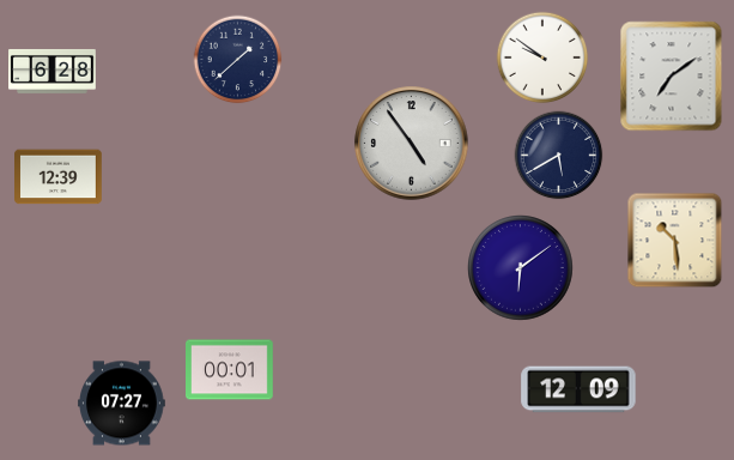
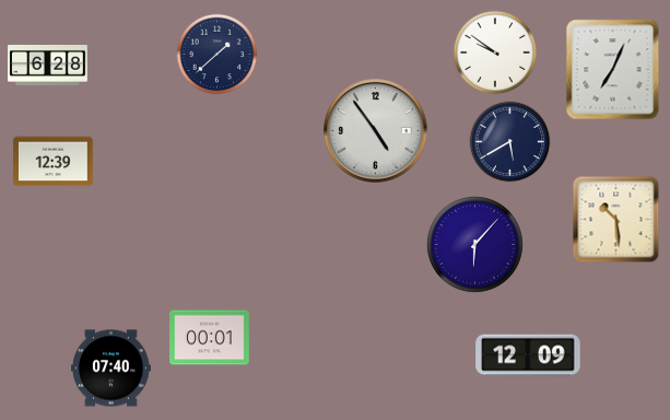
clock at (672, 77): 7:09 -> 7:04
clock at (521, 268): 6:09 -> 6:07
clock at (122, 404): 07:27 -> 07:40
